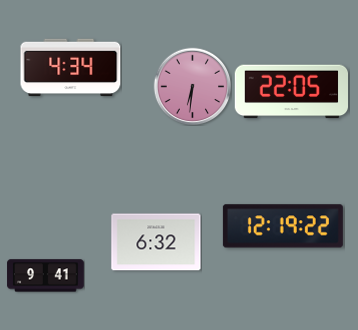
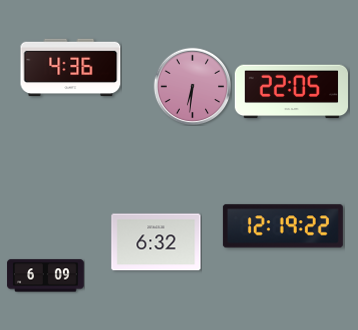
clock at (71, 68): 4:34 -> 4:36
clock at (46, 276): 9:41 -> 6:09
